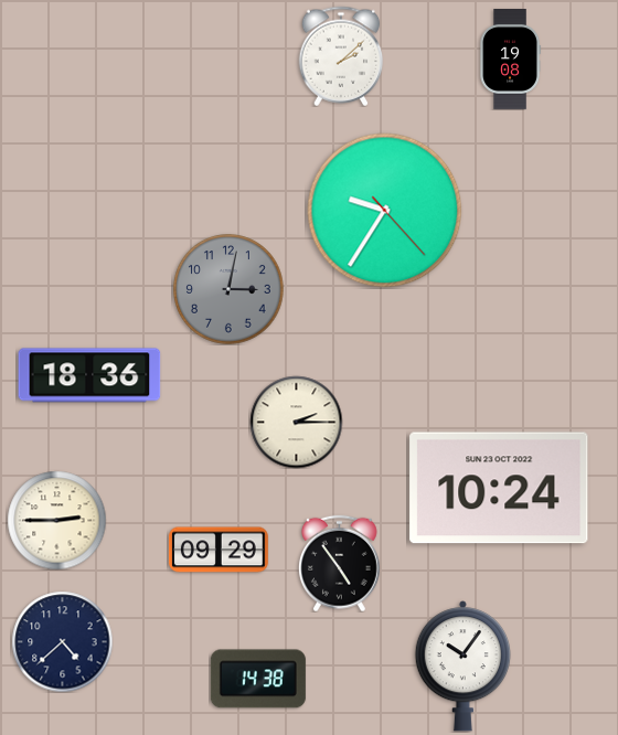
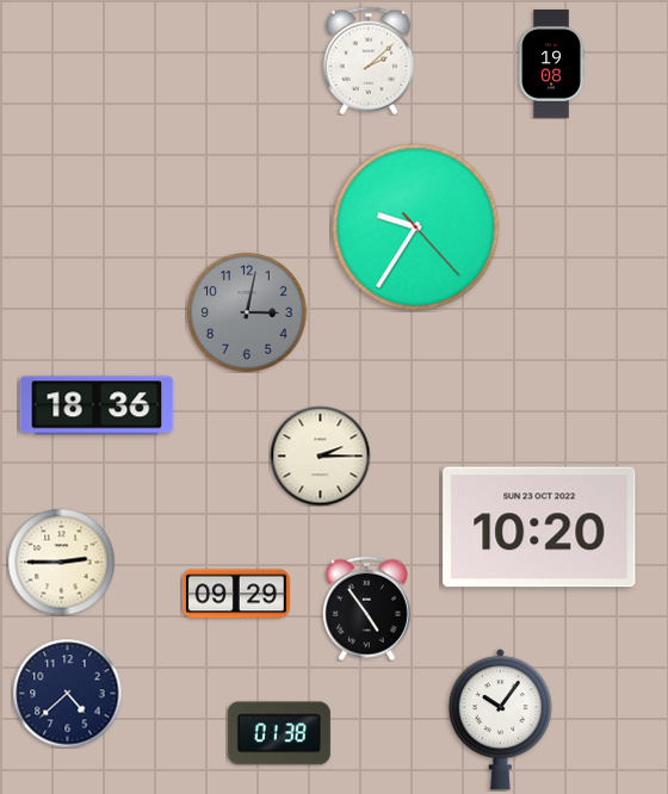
clock at (499, 488): 10:24 -> 10:20
clock at (258, 679): 14:38 -> 01:38
